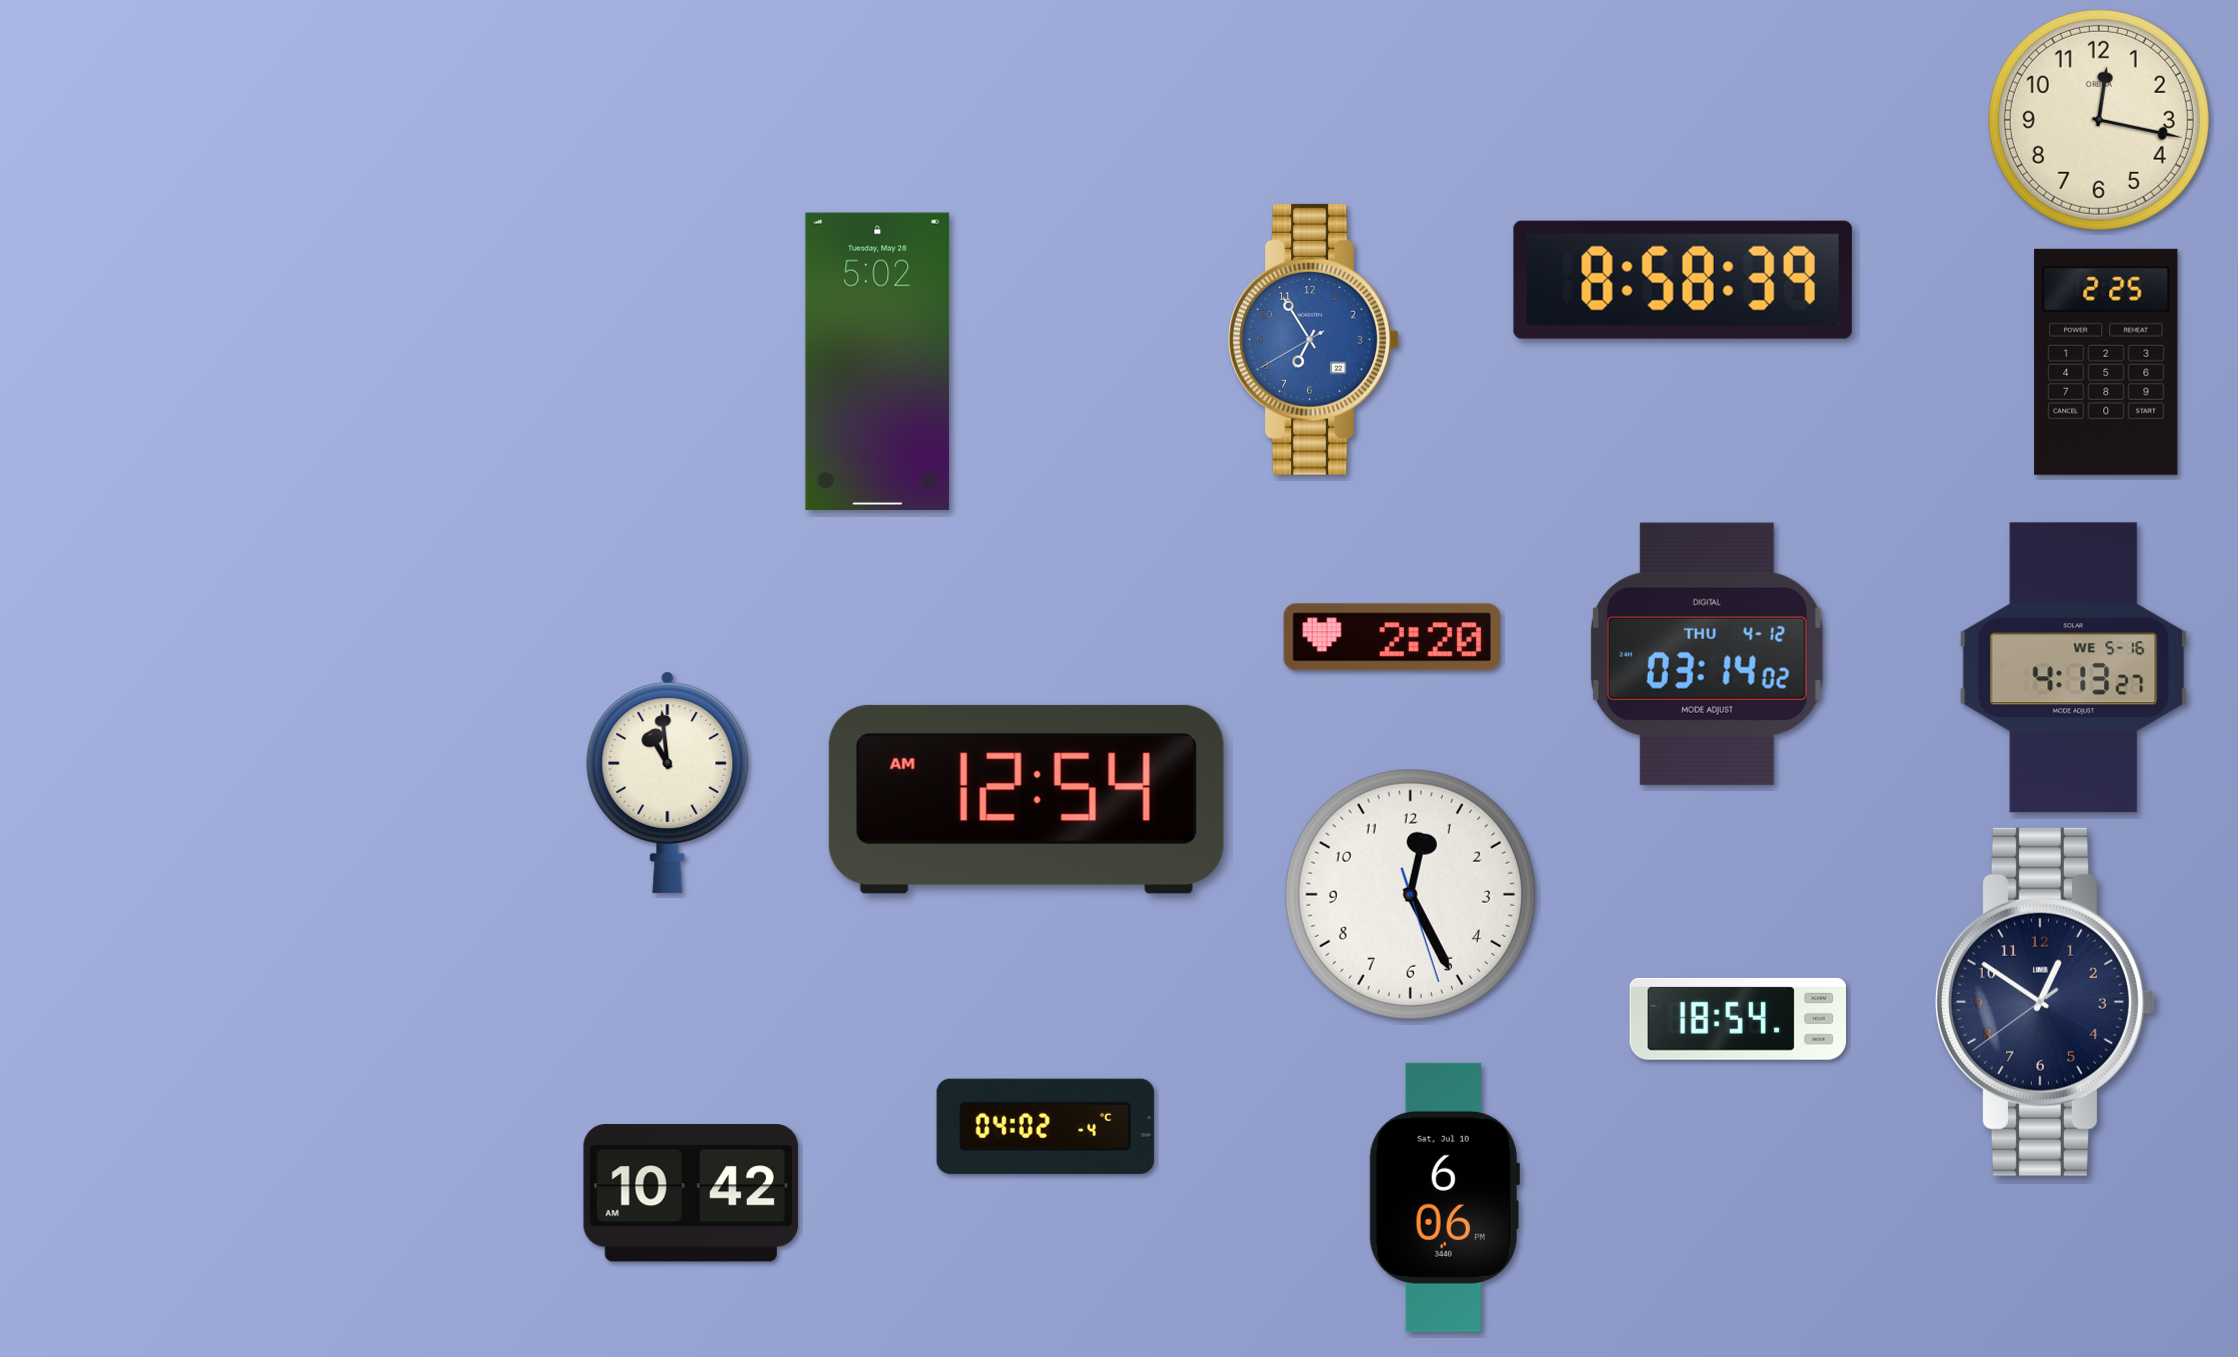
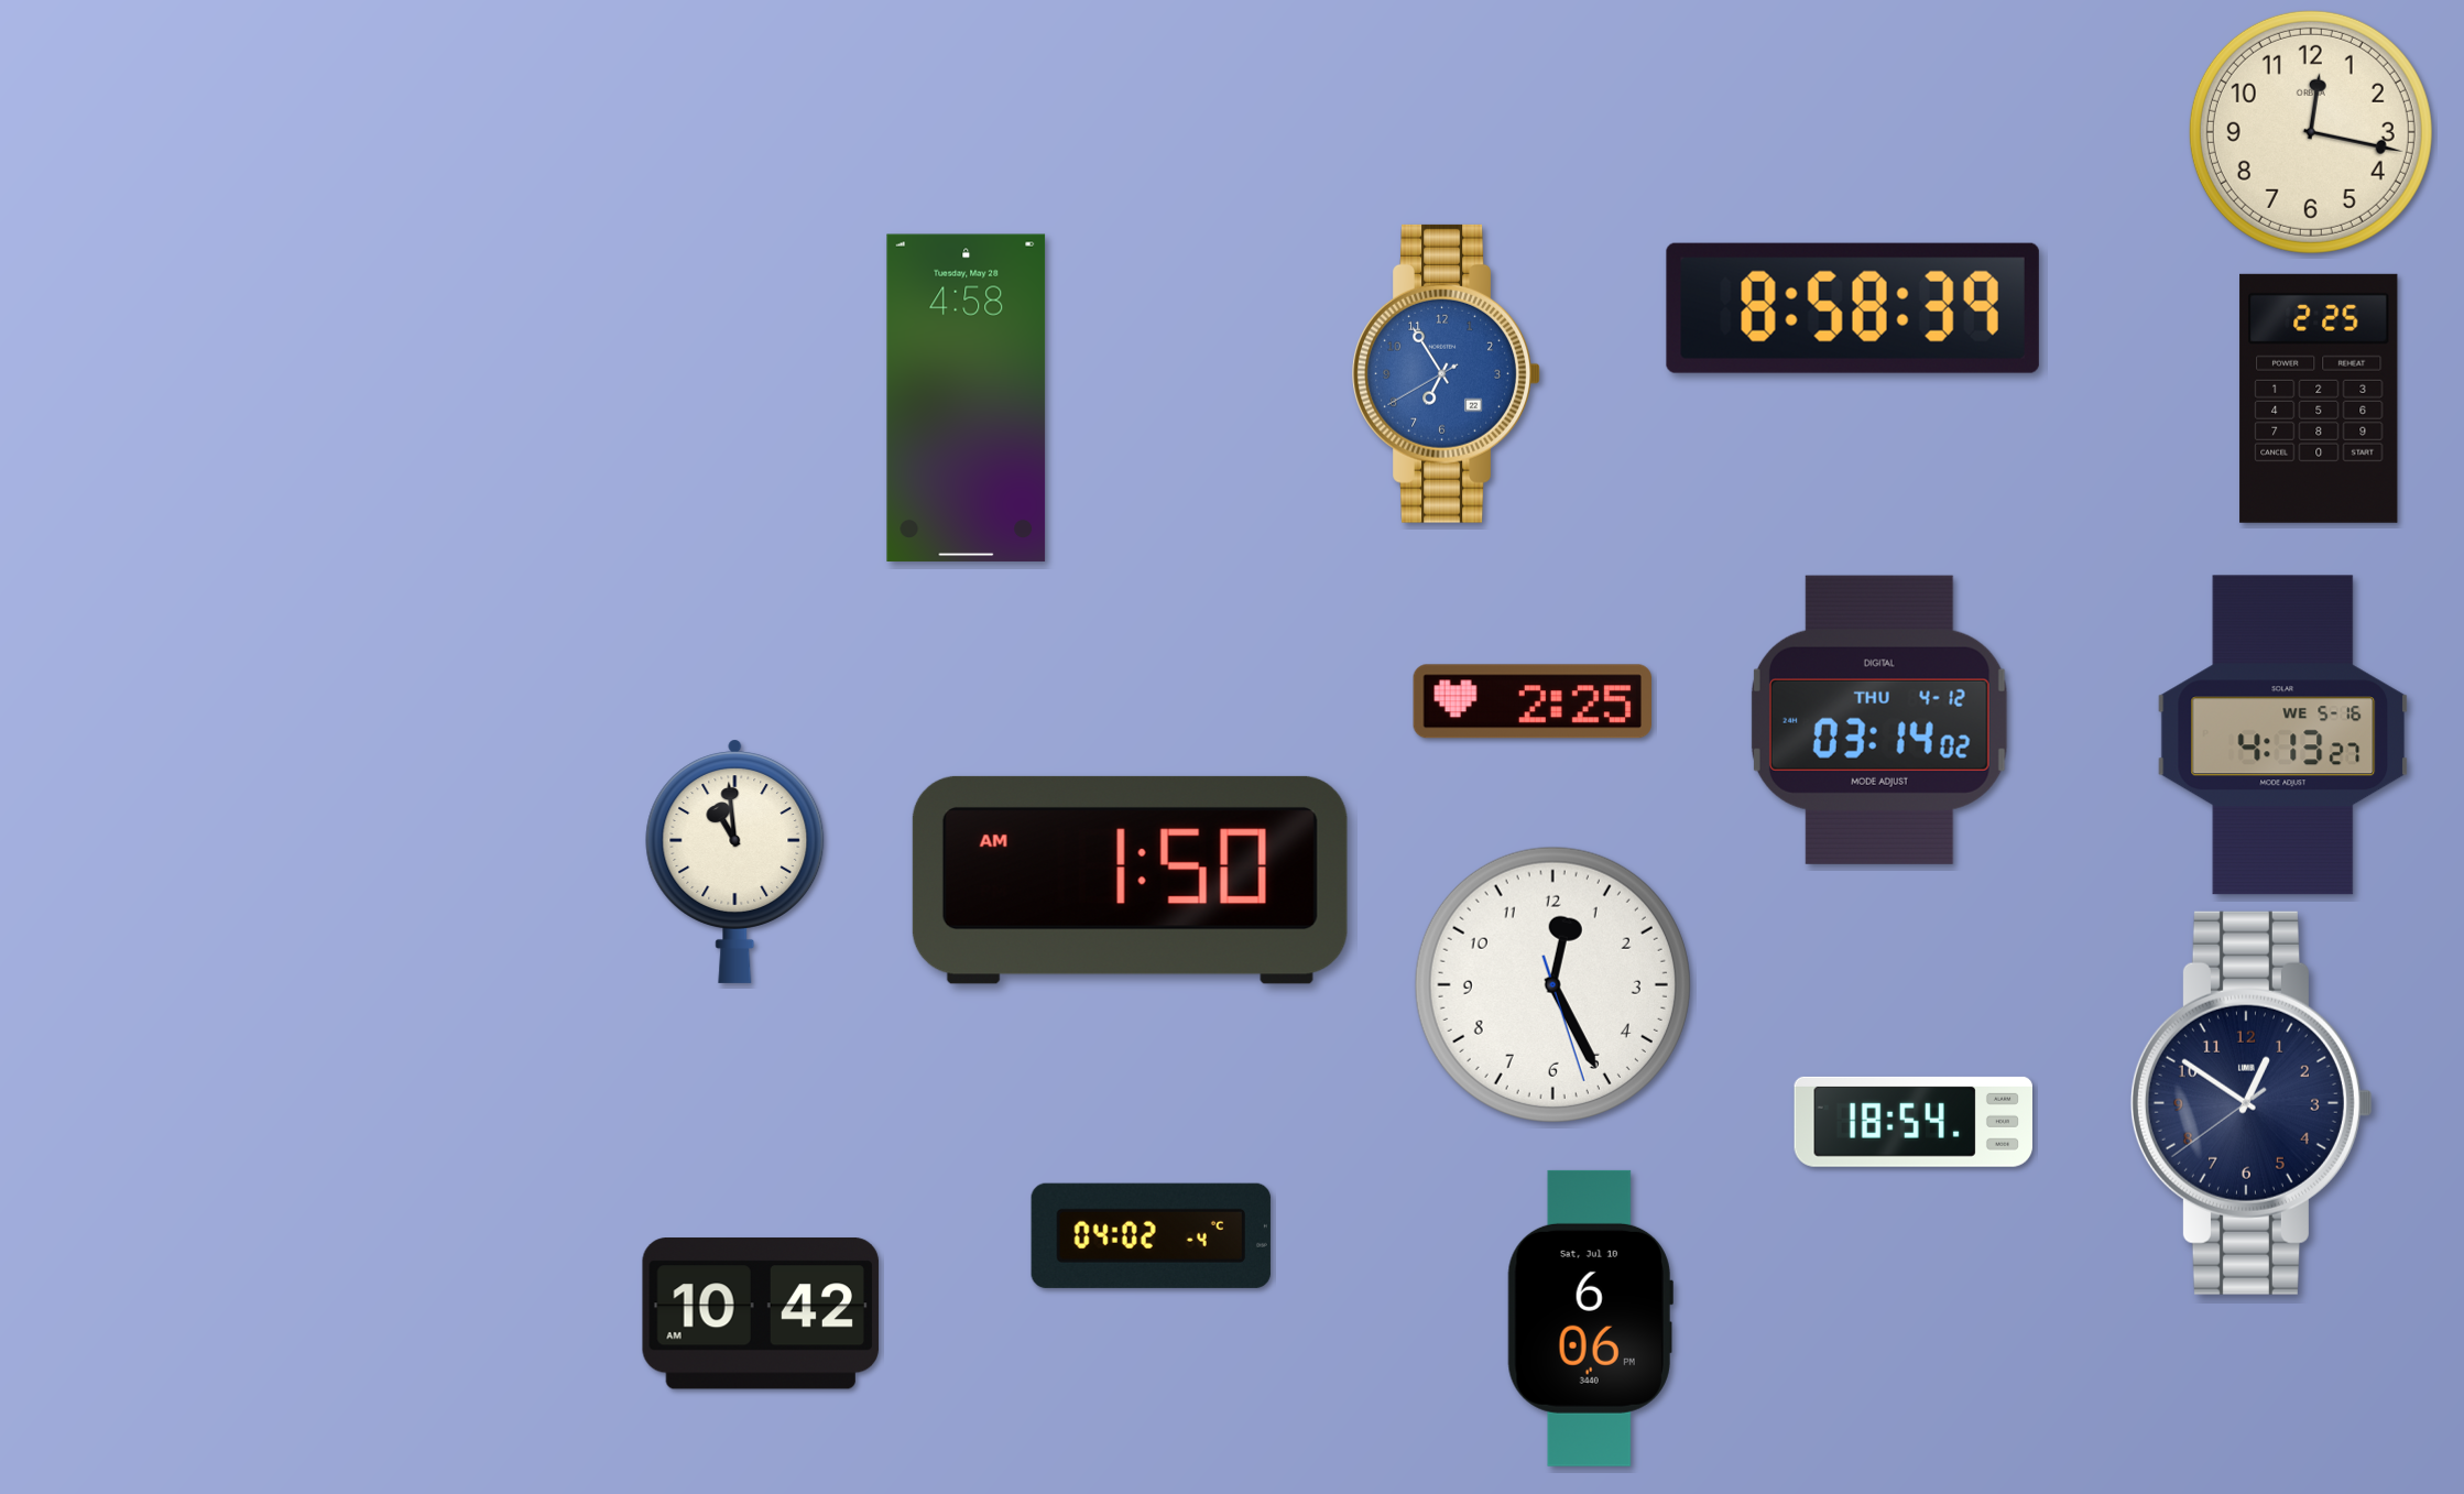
clock at (878, 361): 5:02 -> 4:58
clock at (1391, 637): 2:20 -> 2:25
clock at (1026, 799): 12:54 -> 1:50
clock at (1045, 1126) position: (1045, 1126) -> (1151, 1235)
